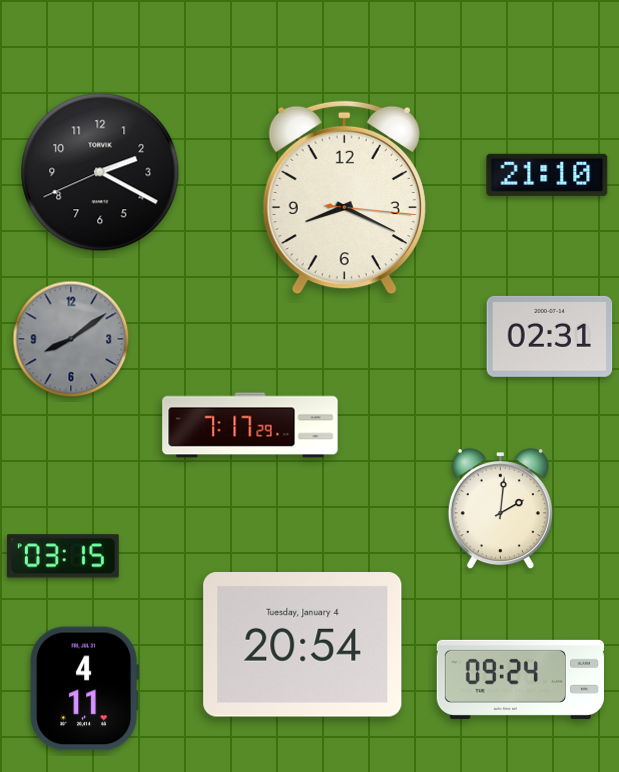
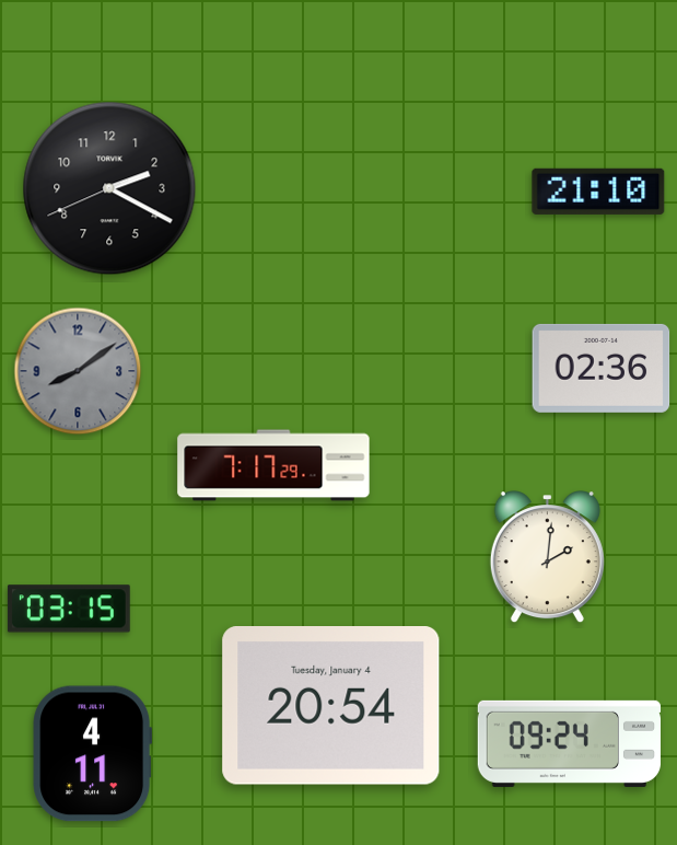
clock at (344, 198): 8:19 -> none
clock at (550, 336): 02:31 -> 02:36
